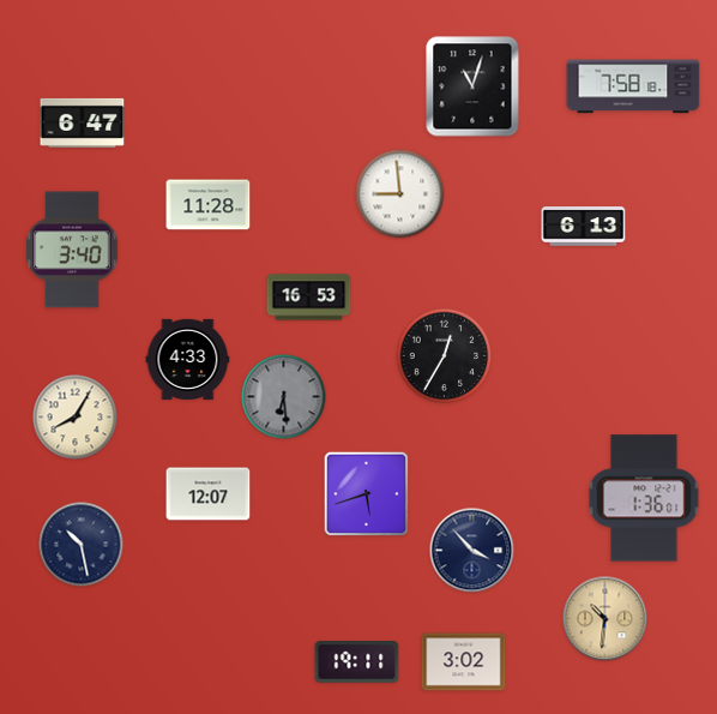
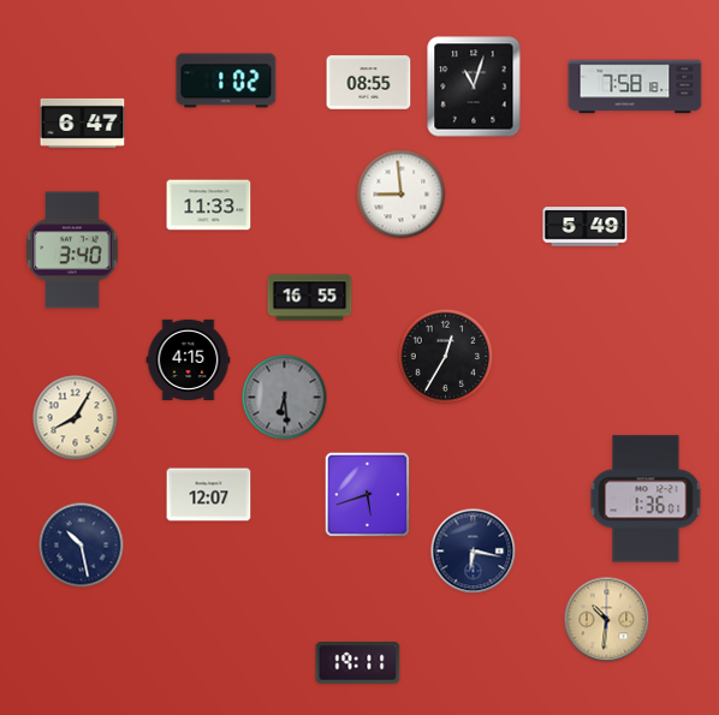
clock at (226, 81): none -> 1:02
clock at (369, 83): none -> 08:55
clock at (209, 205): 11:28 -> 11:33
clock at (584, 227): 6:13 -> 5:49
clock at (309, 298): 16:53 -> 16:55
clock at (188, 359): 4:33 -> 4:15
clock at (472, 551): 3:53 -> 6:17
clock at (464, 662): 3:02 -> none
